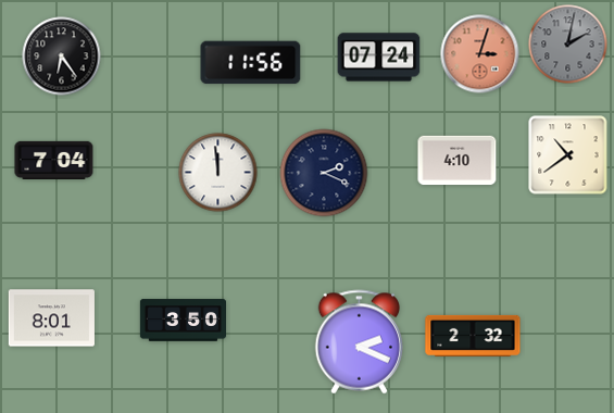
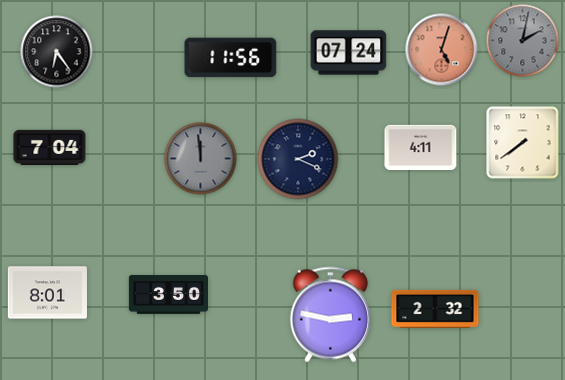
clock at (480, 54): 3:03 -> 5:03
clock at (568, 155): 10:39 -> 7:39
clock at (458, 161): 4:10 -> 4:11
clock at (218, 173) dial: white -> grey
clock at (359, 342): 2:19 -> 2:47
